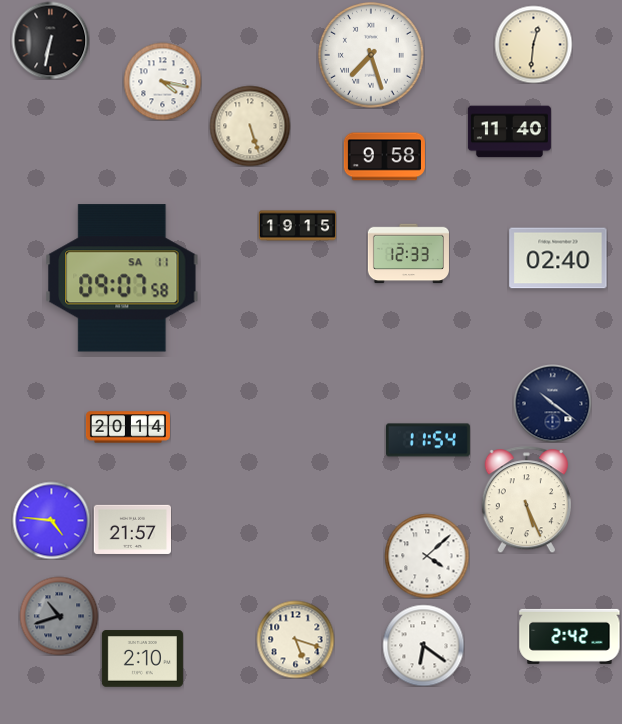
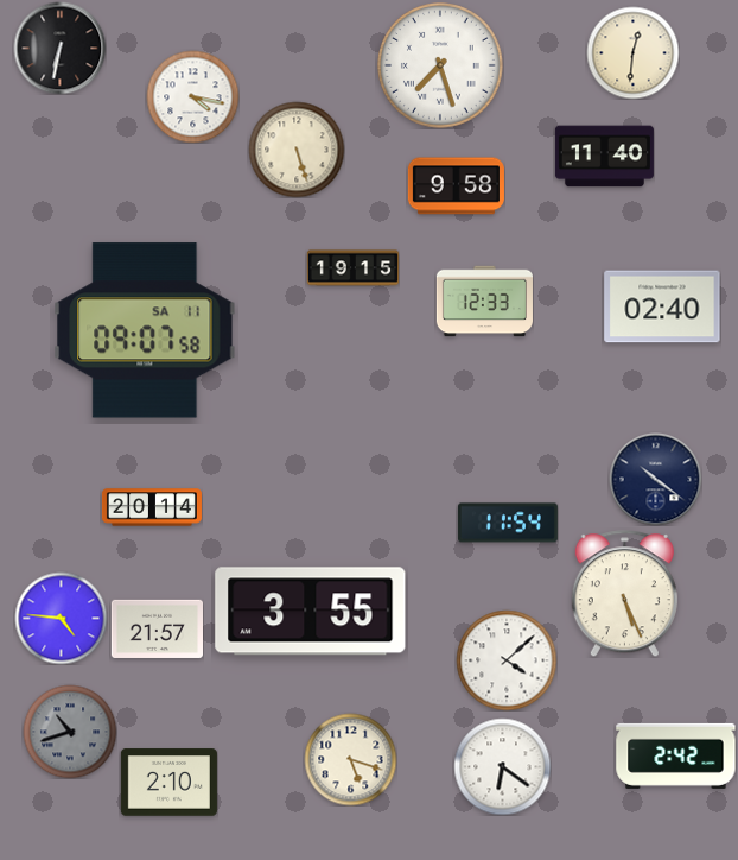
clock at (311, 612): none -> 3:55
